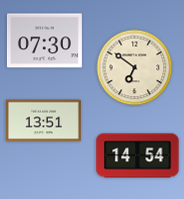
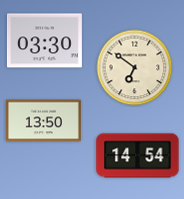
clock at (44, 41): 07:30 -> 03:30
clock at (43, 121): 13:51 -> 13:50
